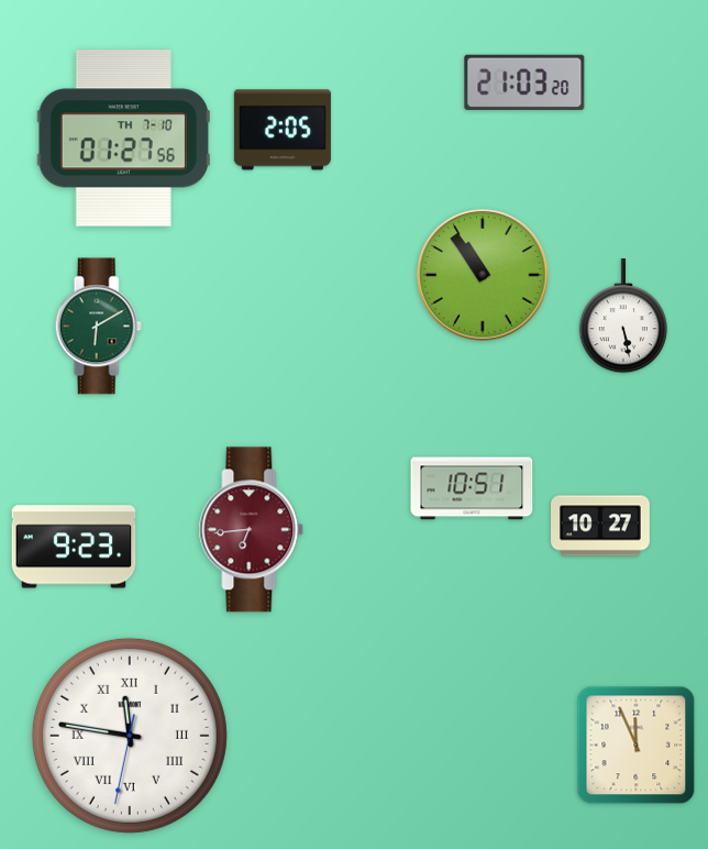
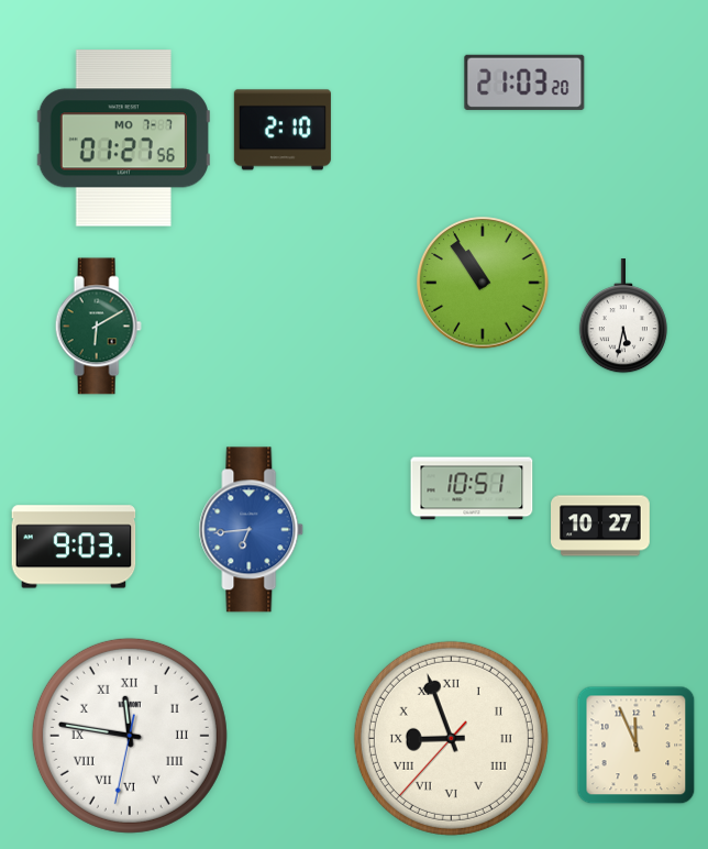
clock at (283, 130): 2:05 -> 2:10
clock at (123, 139) date: TH 7-10 -> MO 7-7
clock at (483, 275) position: (483, 275) -> (483, 283)
clock at (623, 317): 5:28 -> 5:32
clock at (252, 530) dial: burgundy -> blue
clock at (74, 547): 9:23 -> 9:03
clock at (451, 738): none -> 8:56
